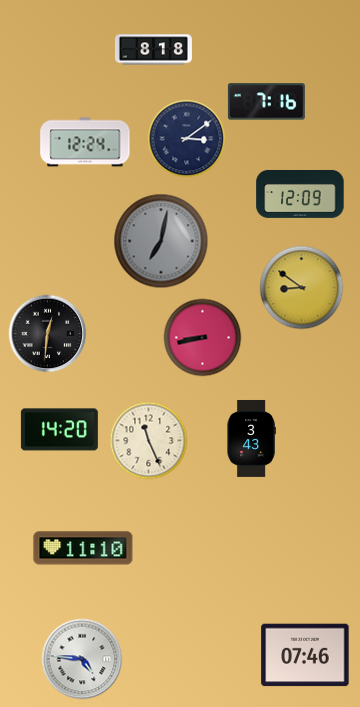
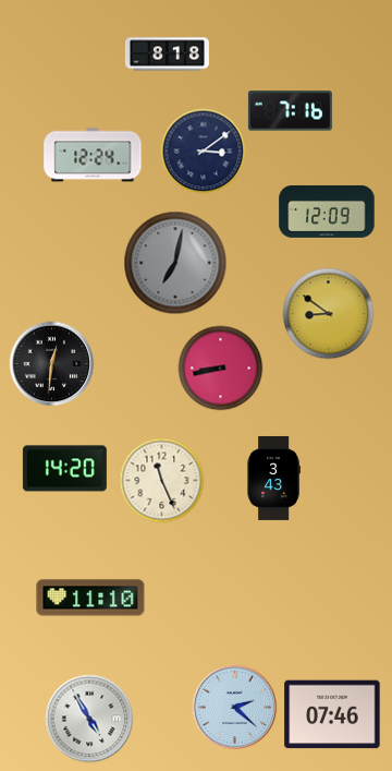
clock at (234, 707): none -> 2:22
clock at (82, 659): 4:46 -> 4:55
